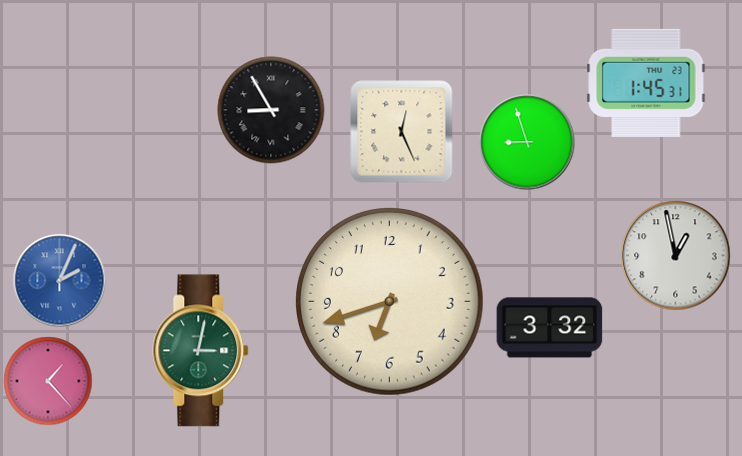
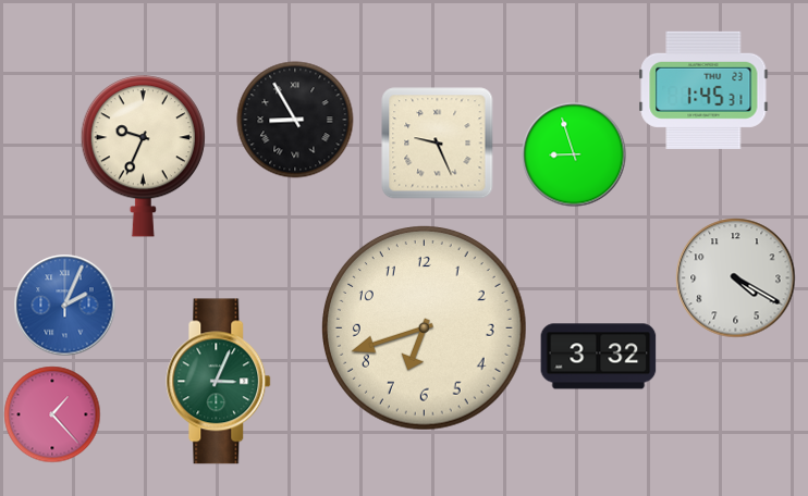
clock at (402, 132): 12:26 -> 9:26
clock at (143, 157): none -> 9:34
clock at (676, 256): 12:58 -> 4:20
clock at (201, 351): 3:02 -> 3:04
